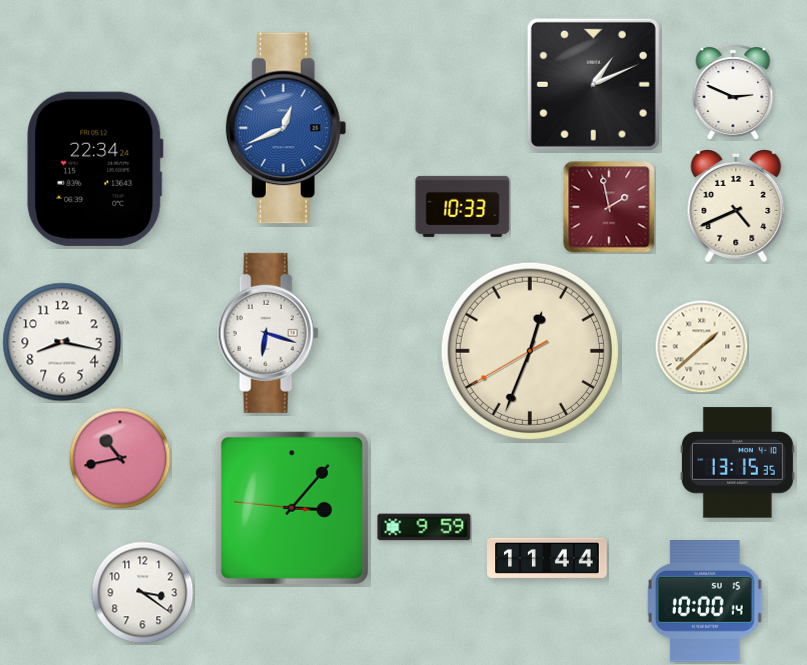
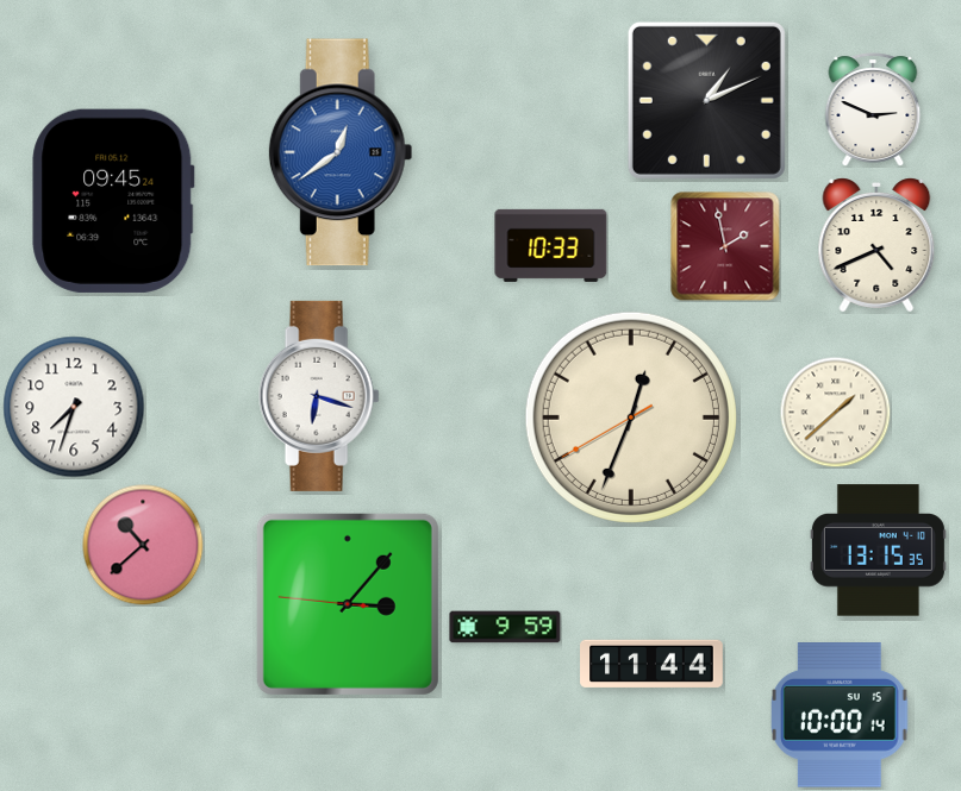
clock at (286, 128): 12:41 -> 12:39
clock at (95, 169): 22:34 -> 09:45
clock at (62, 342): 8:17 -> 7:33
clock at (120, 458): 10:43 -> 10:38
clock at (143, 593): 3:21 -> none
